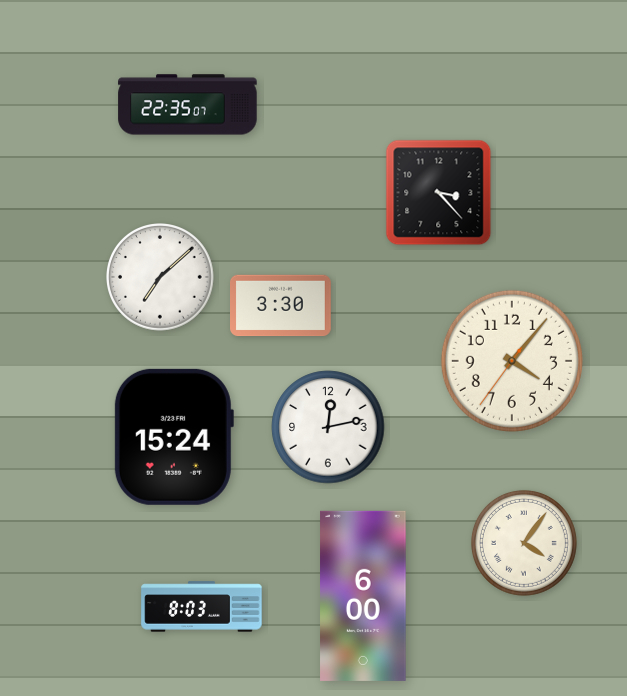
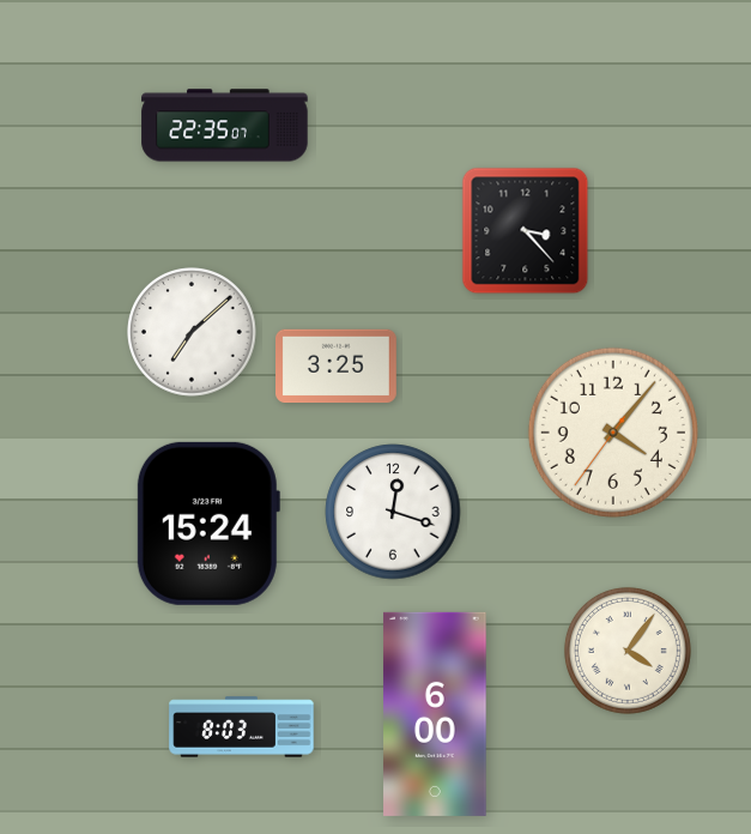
clock at (281, 306): 3:30 -> 3:25
clock at (328, 427): 12:13 -> 12:18
